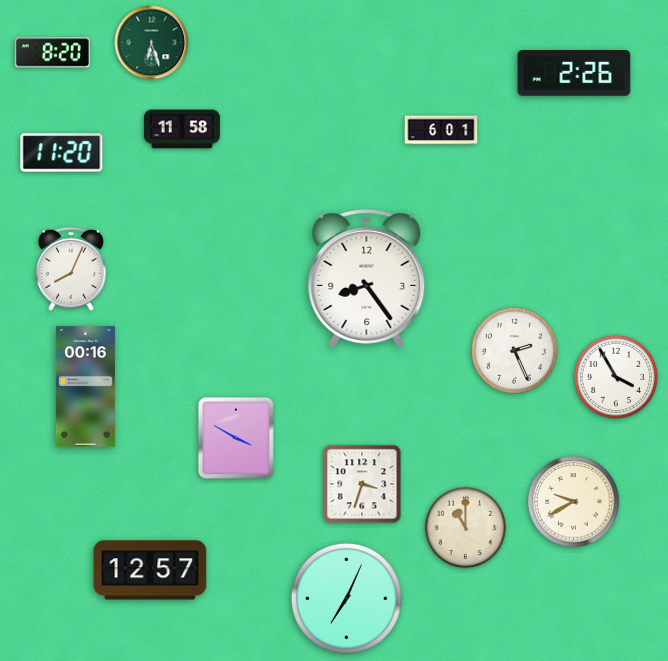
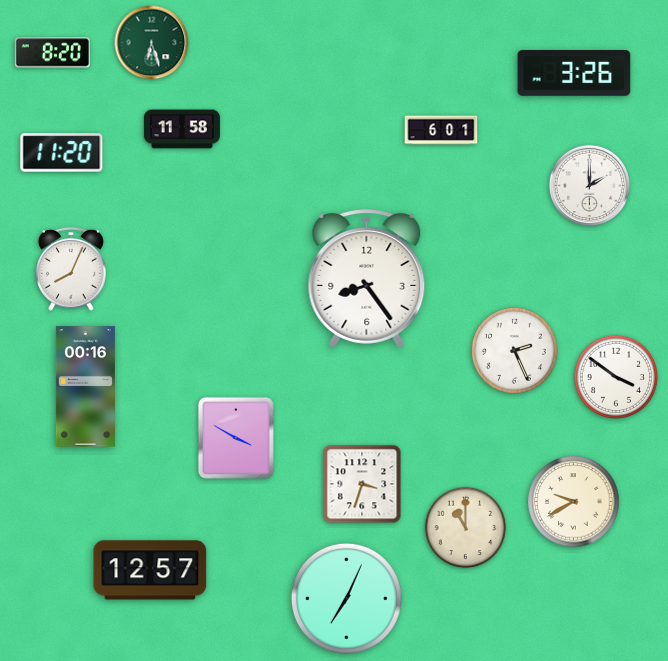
clock at (574, 74): 2:26 -> 3:26
clock at (589, 185): none -> 2:00
clock at (615, 376): 3:55 -> 3:51
